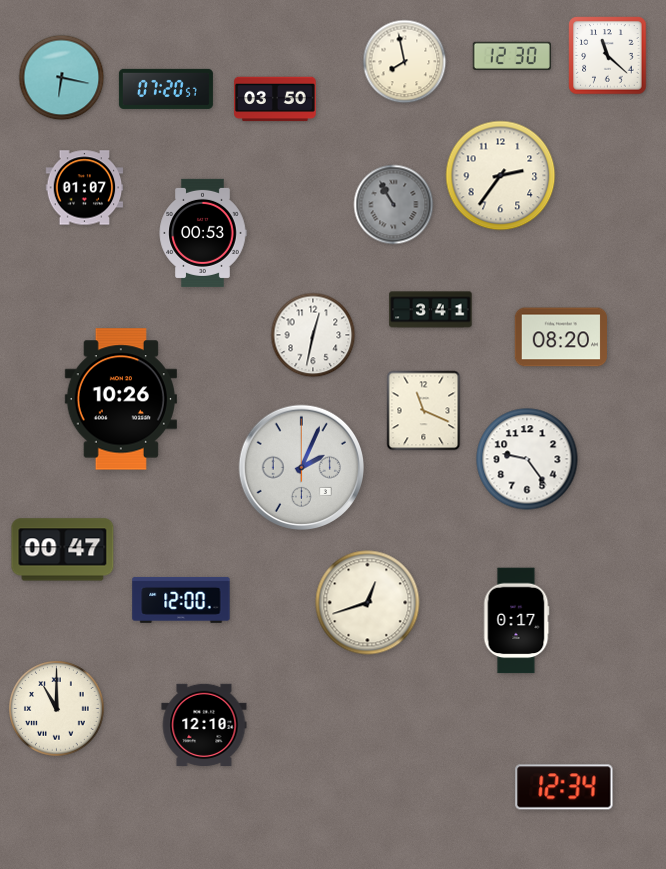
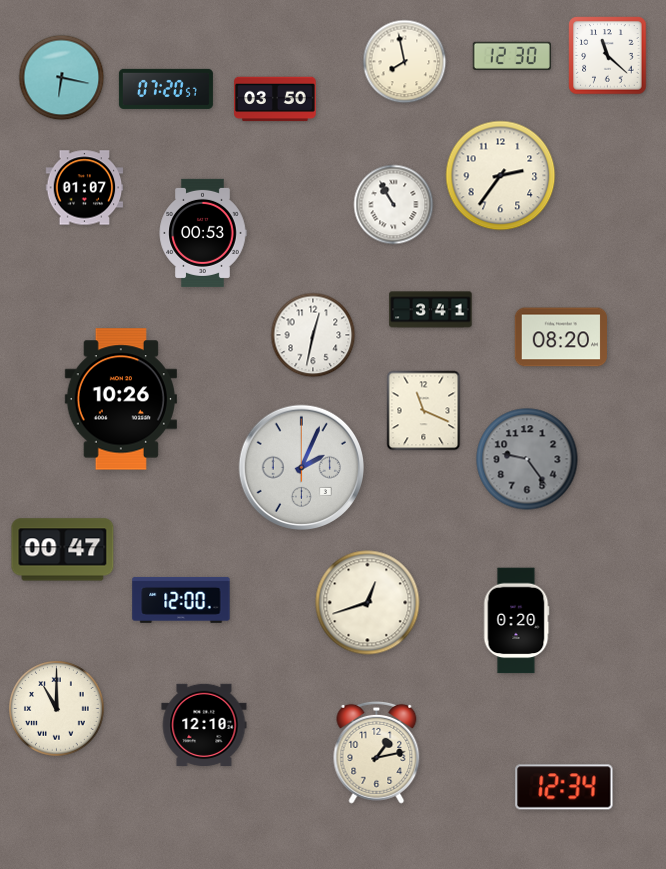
clock at (394, 205) dial: grey -> white
clock at (527, 459) dial: white -> grey
clock at (516, 621): 0:17 -> 0:20
clock at (377, 752): none -> 1:13
